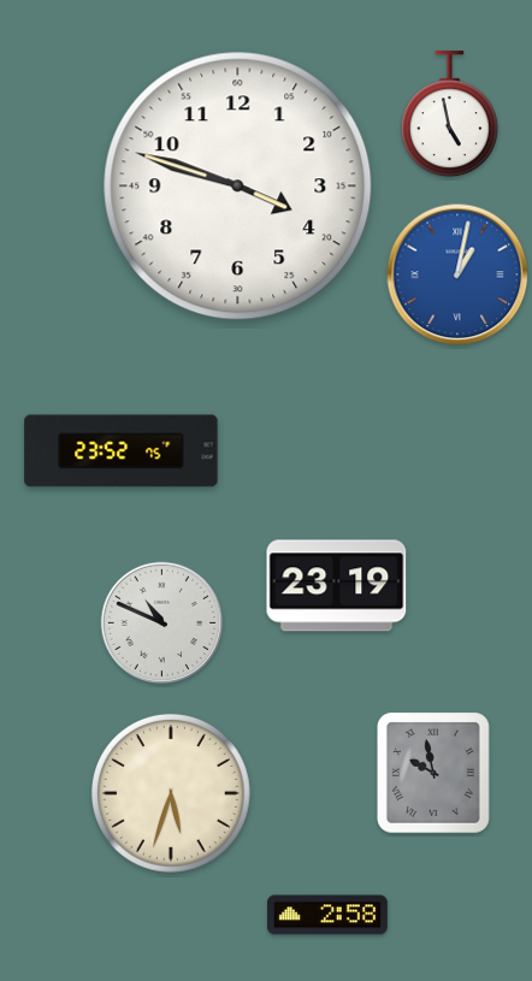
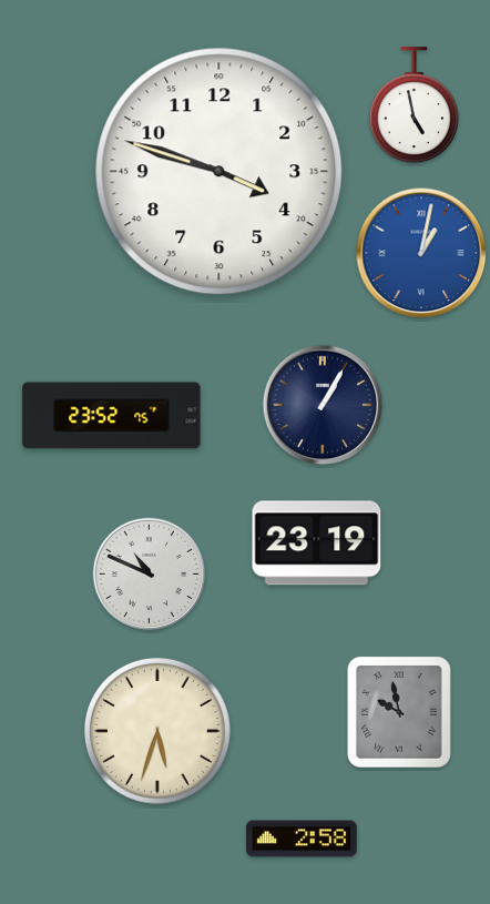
clock at (323, 405): none -> 1:05
clock at (337, 586) position: (337, 586) -> (317, 544)
clock at (329, 915) position: (329, 915) -> (303, 839)
